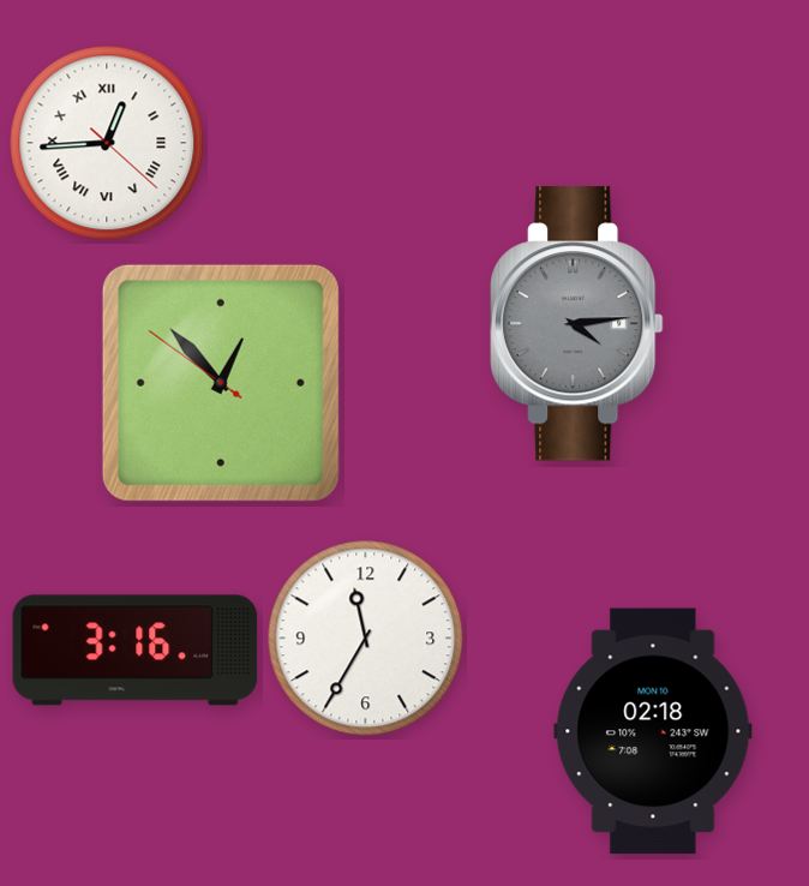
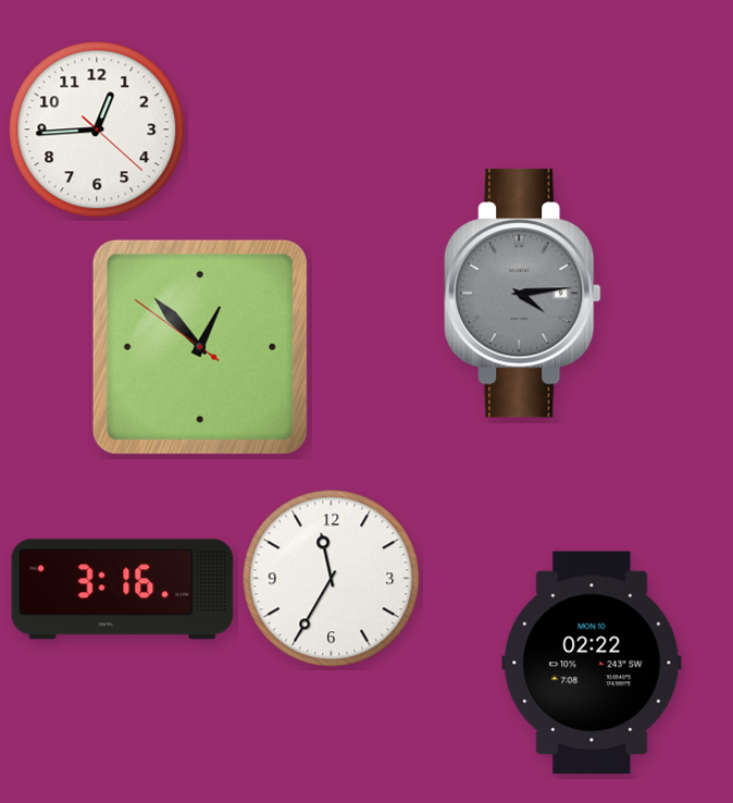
clock at (107, 143) numerals: Roman -> Arabic
clock at (653, 731): 02:18 -> 02:22
